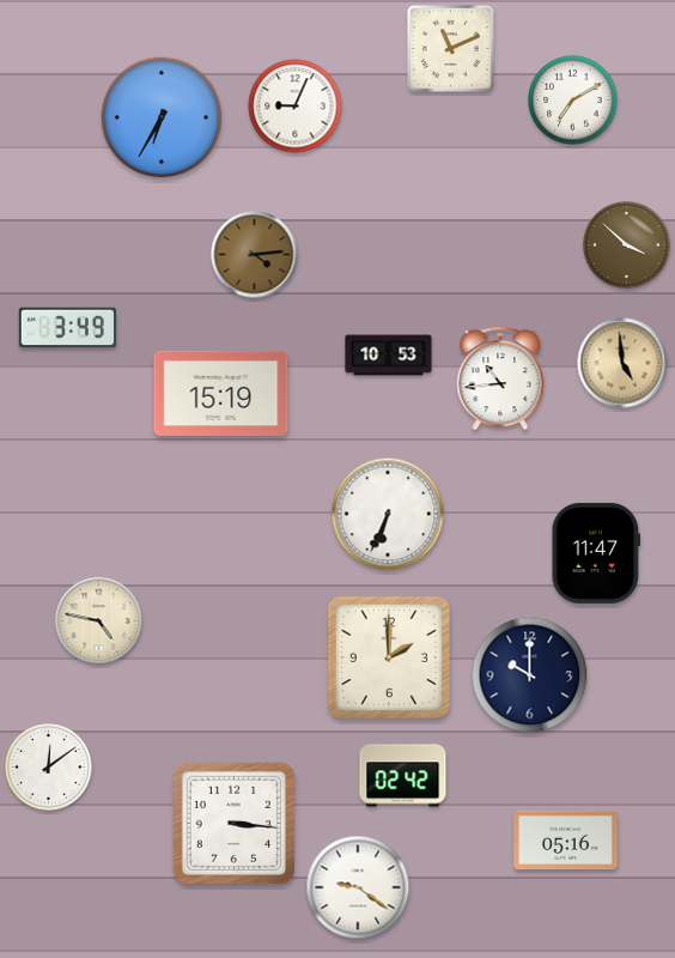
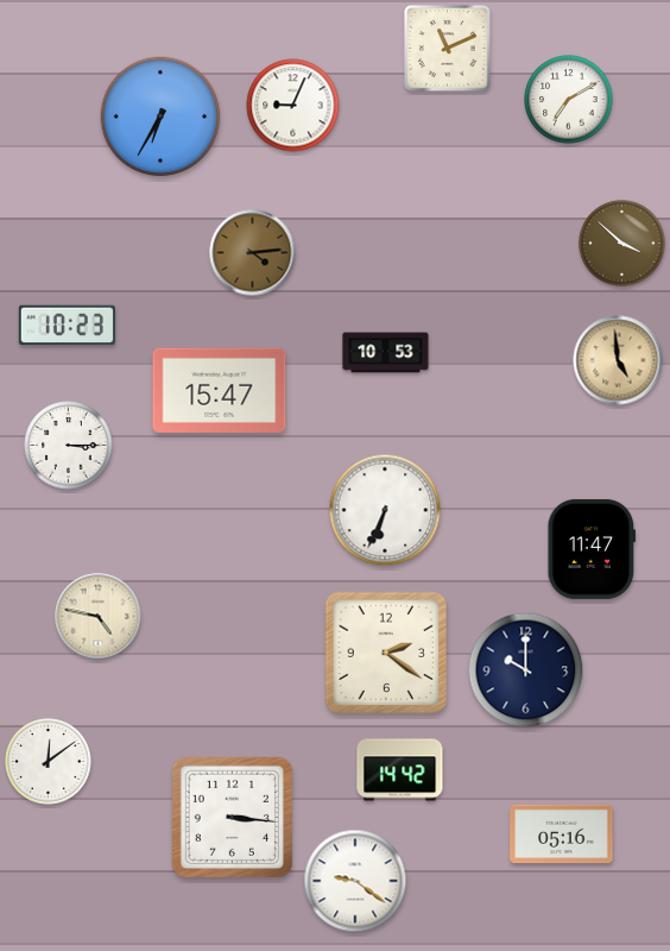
clock at (67, 328): 3:49 -> 10:23
clock at (500, 378): 10:44 -> none
clock at (221, 393): 15:19 -> 15:47
clock at (69, 446): none -> 3:15
clock at (389, 657): 2:00 -> 2:21
clock at (403, 776): 02:42 -> 14:42
